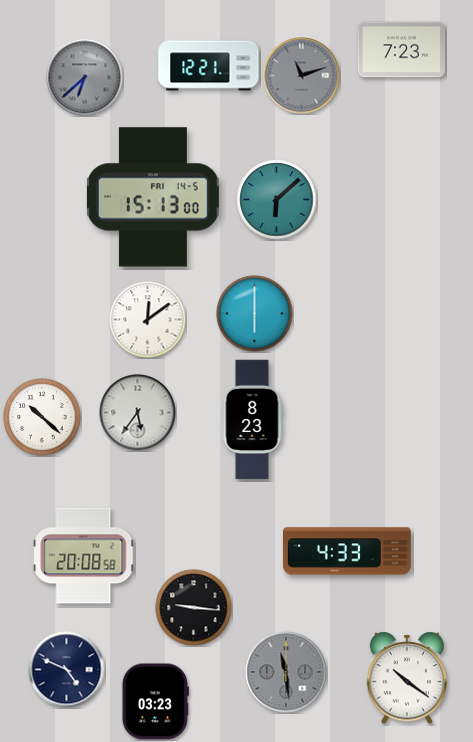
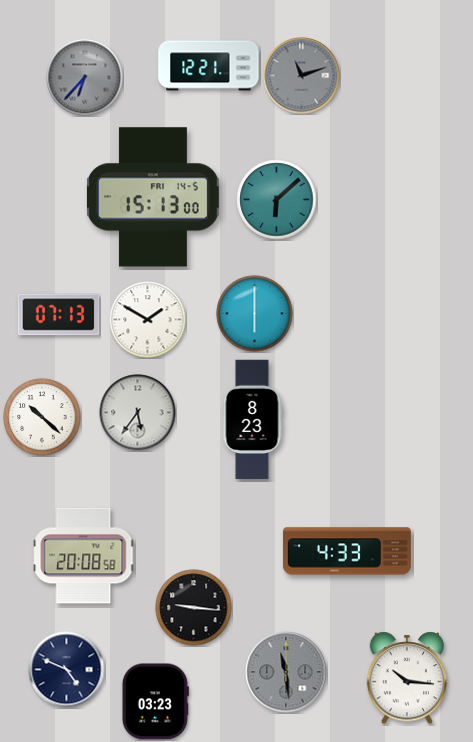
clock at (401, 50): 7:23 -> none
clock at (85, 78): 6:38 -> 6:37
clock at (59, 315): none -> 07:13
clock at (148, 320): 12:09 -> 1:50
clock at (406, 678): 10:21 -> 10:16
